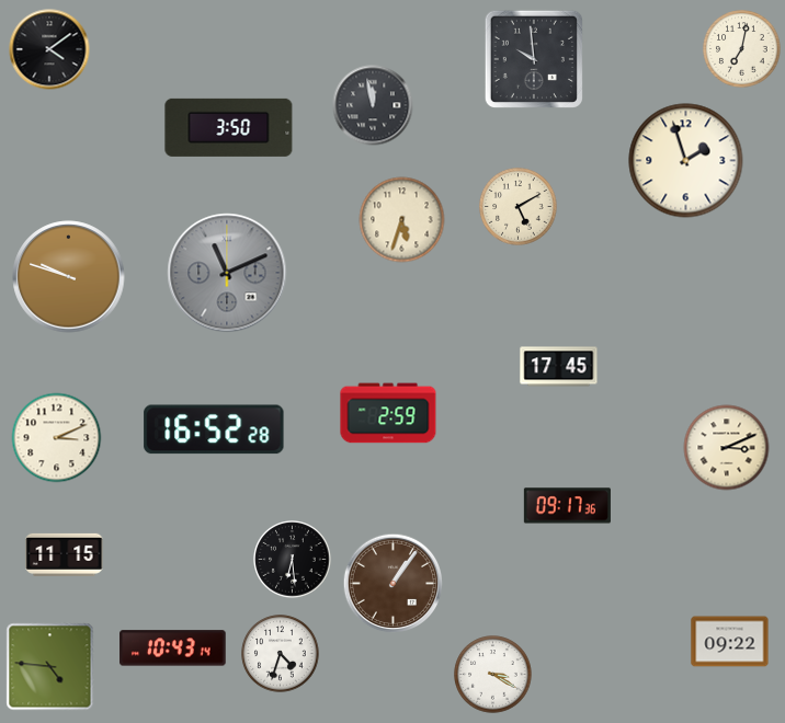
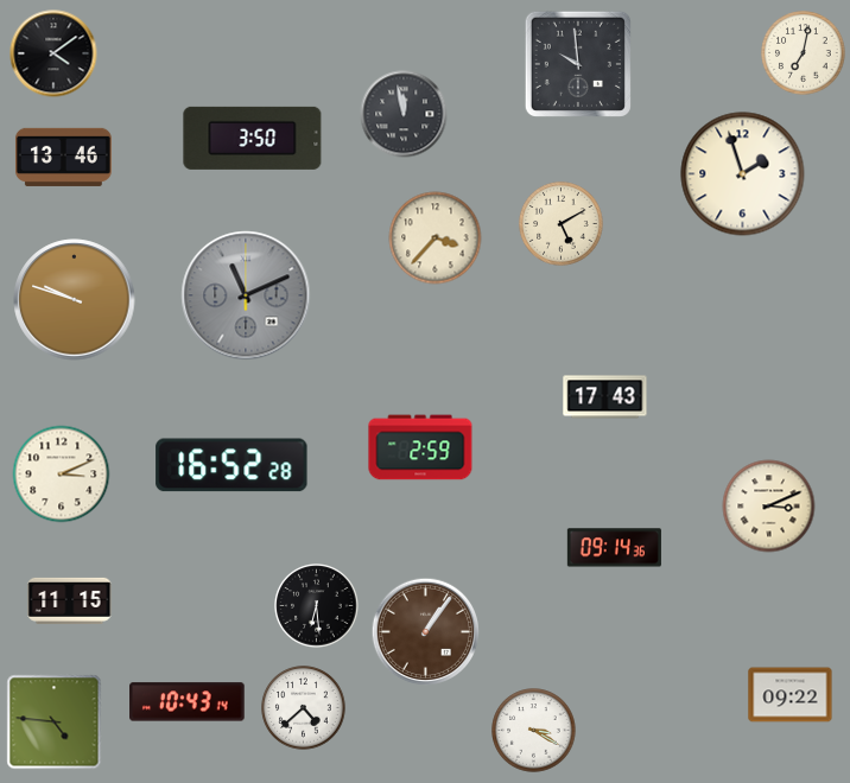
clock at (229, 127) position: (229, 127) -> (253, 138)
clock at (63, 157): none -> 13:46
clock at (402, 220): 5:33 -> 3:37
clock at (559, 367): 17:45 -> 17:43
clock at (727, 448) position: (727, 448) -> (769, 507)
clock at (567, 506): 09:17 -> 09:14
clock at (281, 654): 4:33 -> 4:38
